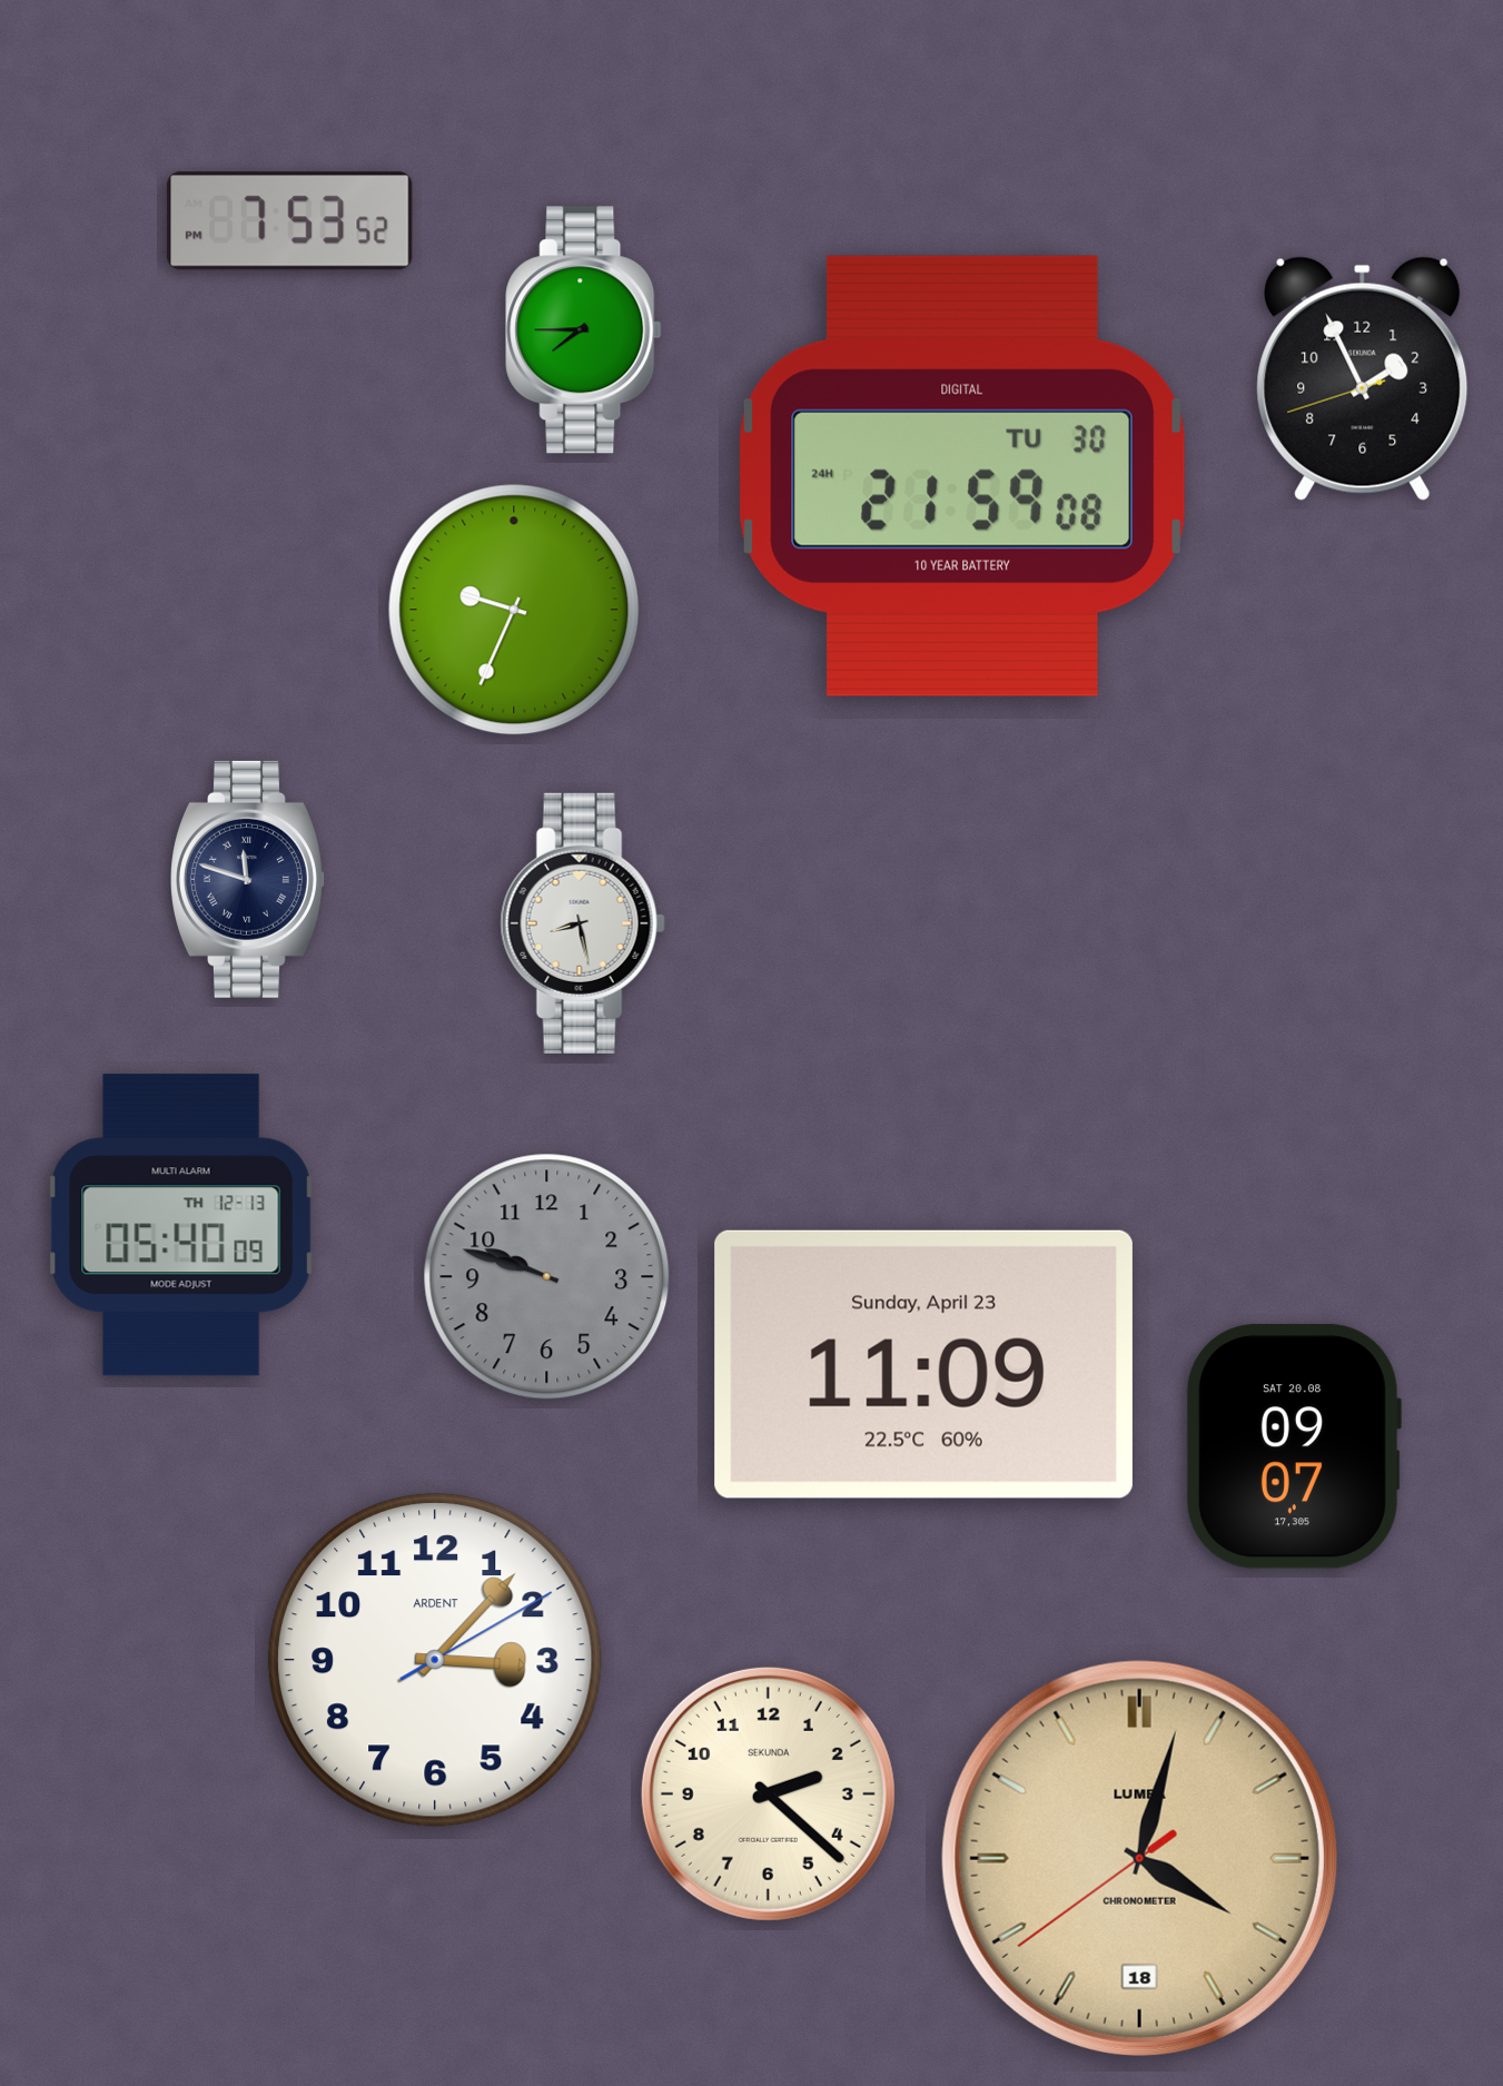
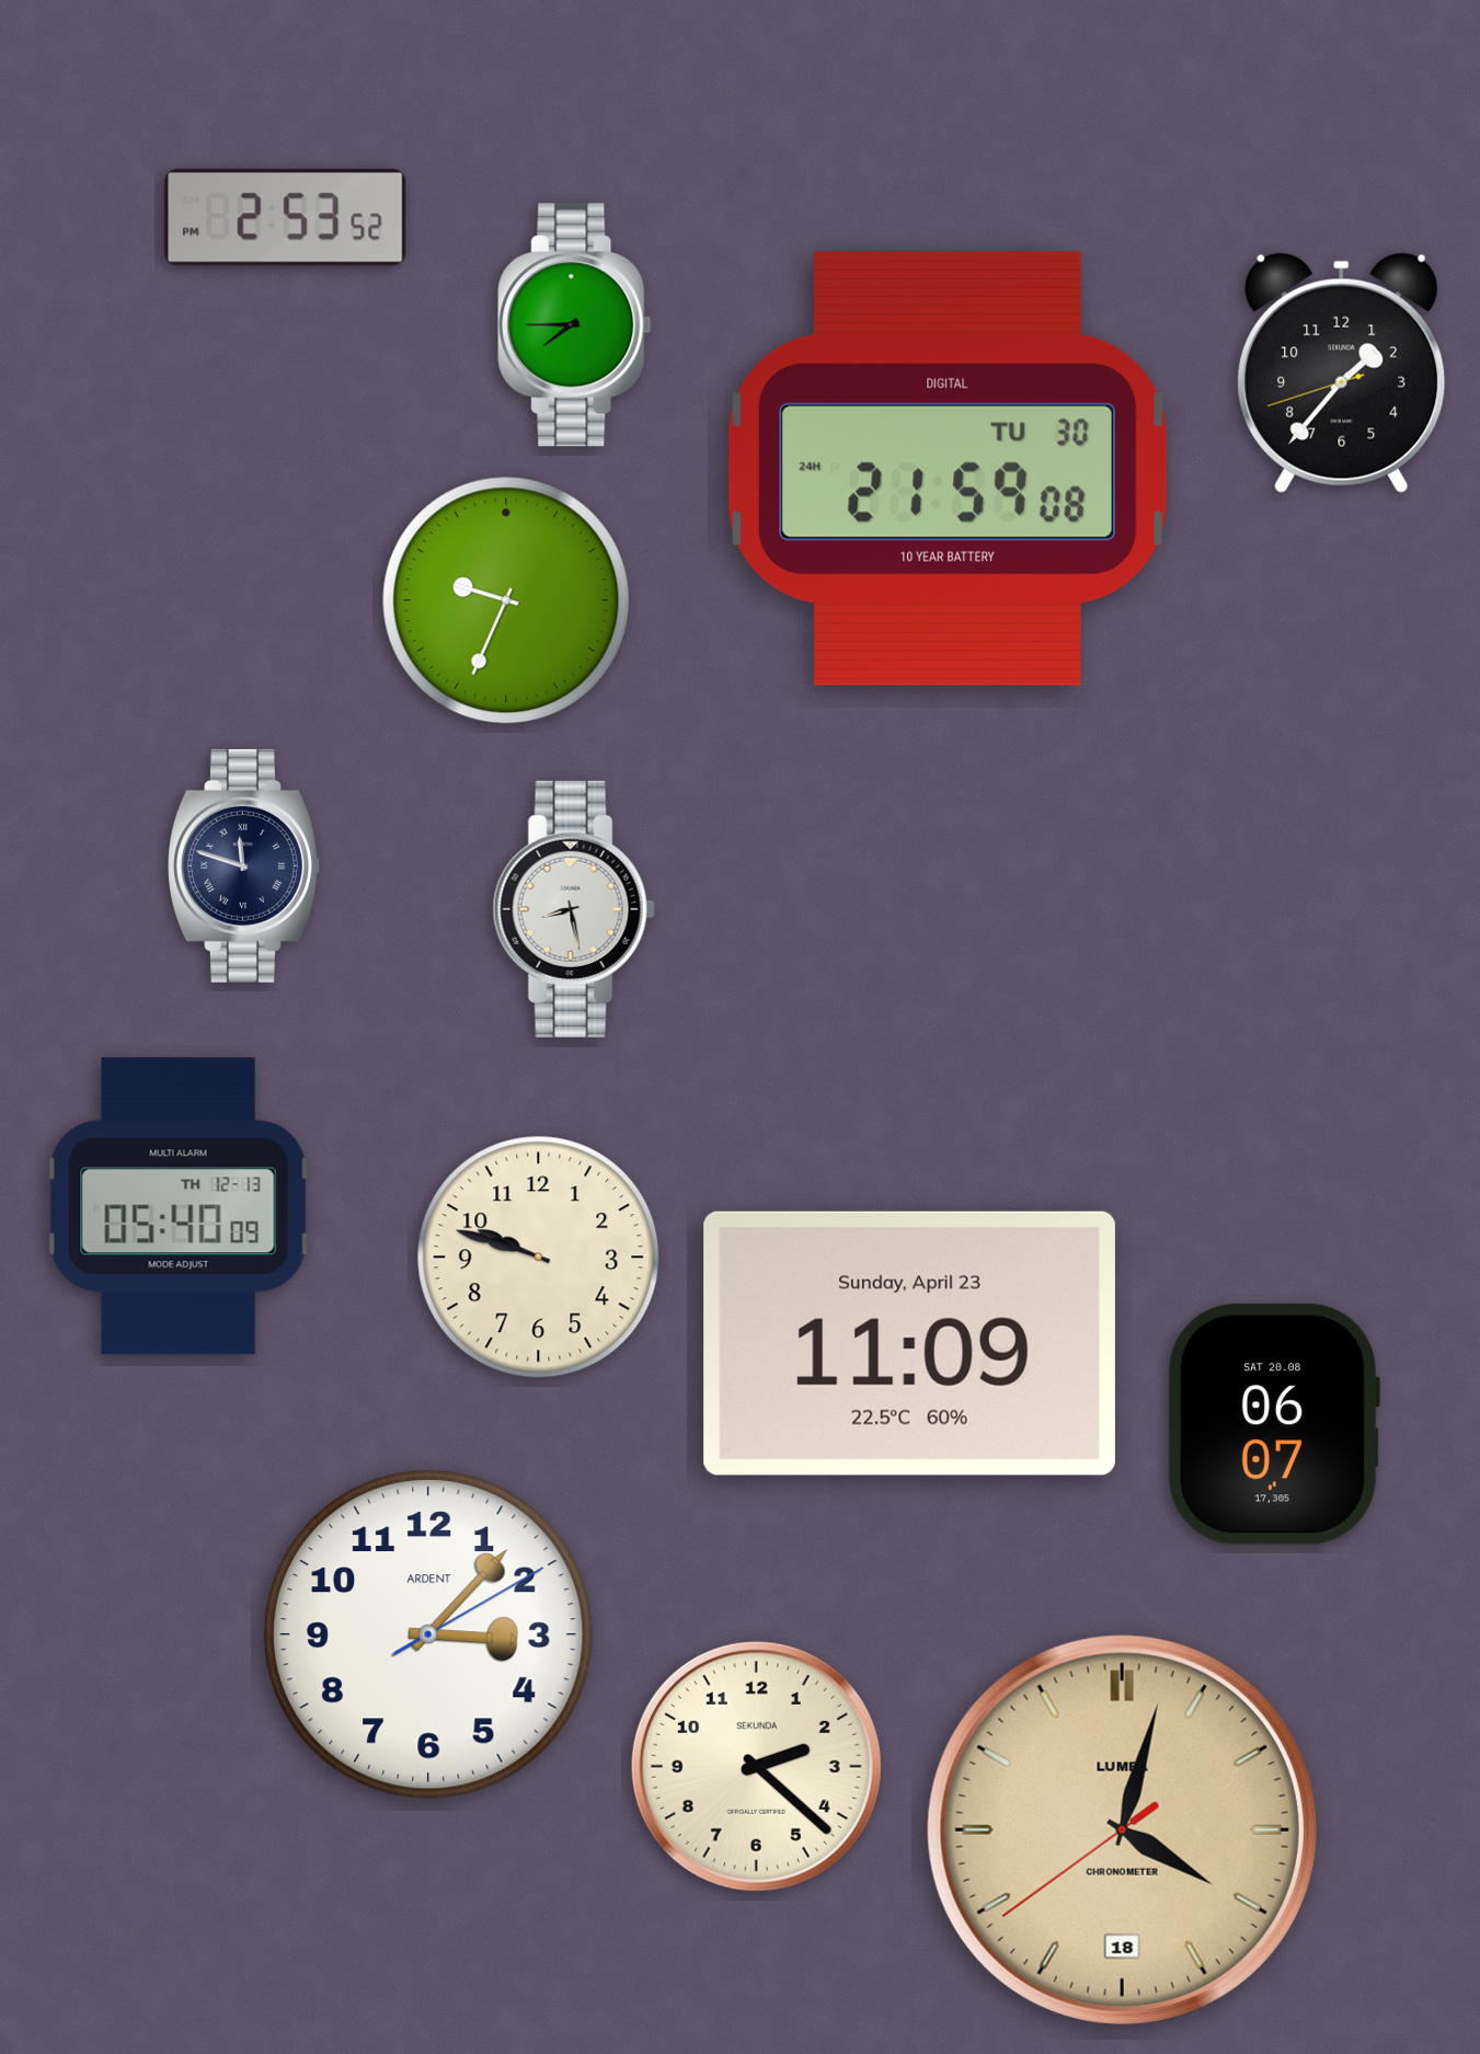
clock at (290, 221): 7:53 -> 2:53
clock at (1363, 378): 1:55 -> 1:36
clock at (547, 1277) dial: grey -> cream
clock at (1293, 1446): 09:07 -> 06:07
